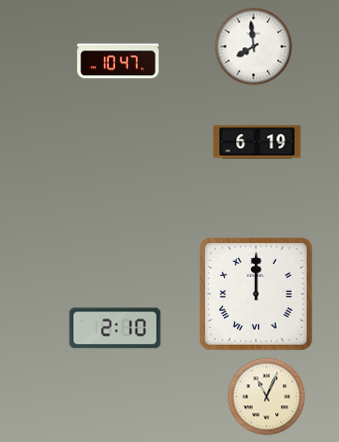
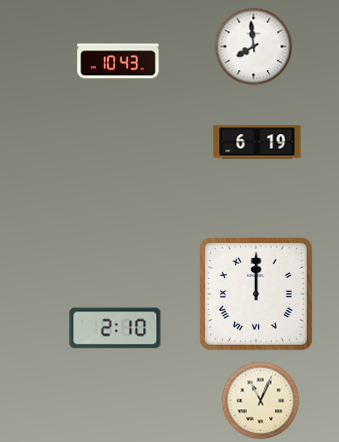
clock at (118, 61): 10:47 -> 10:43
clock at (266, 396) position: (266, 396) -> (260, 400)
